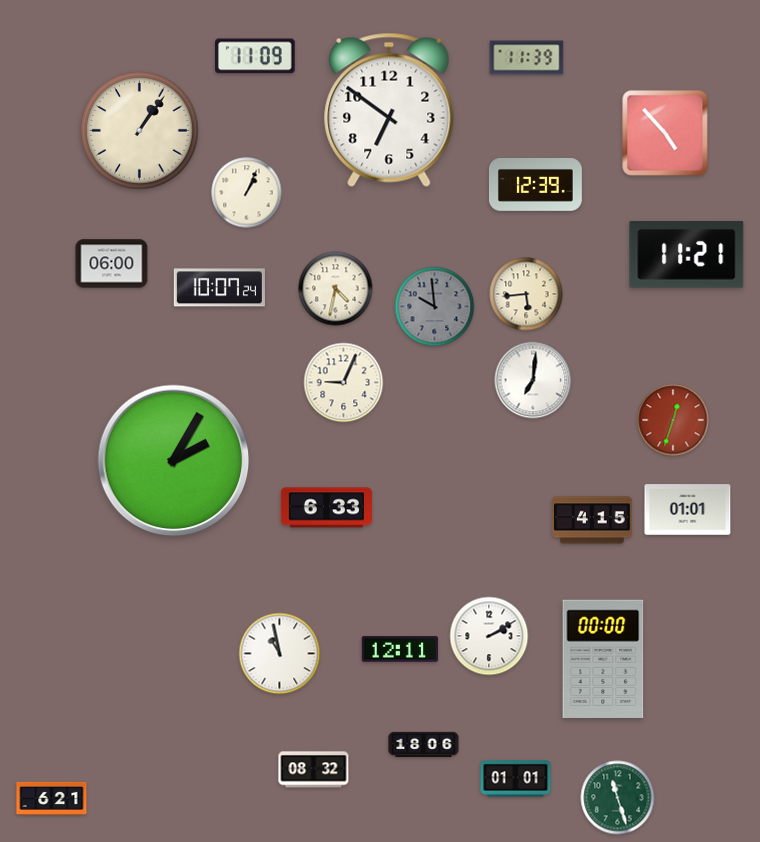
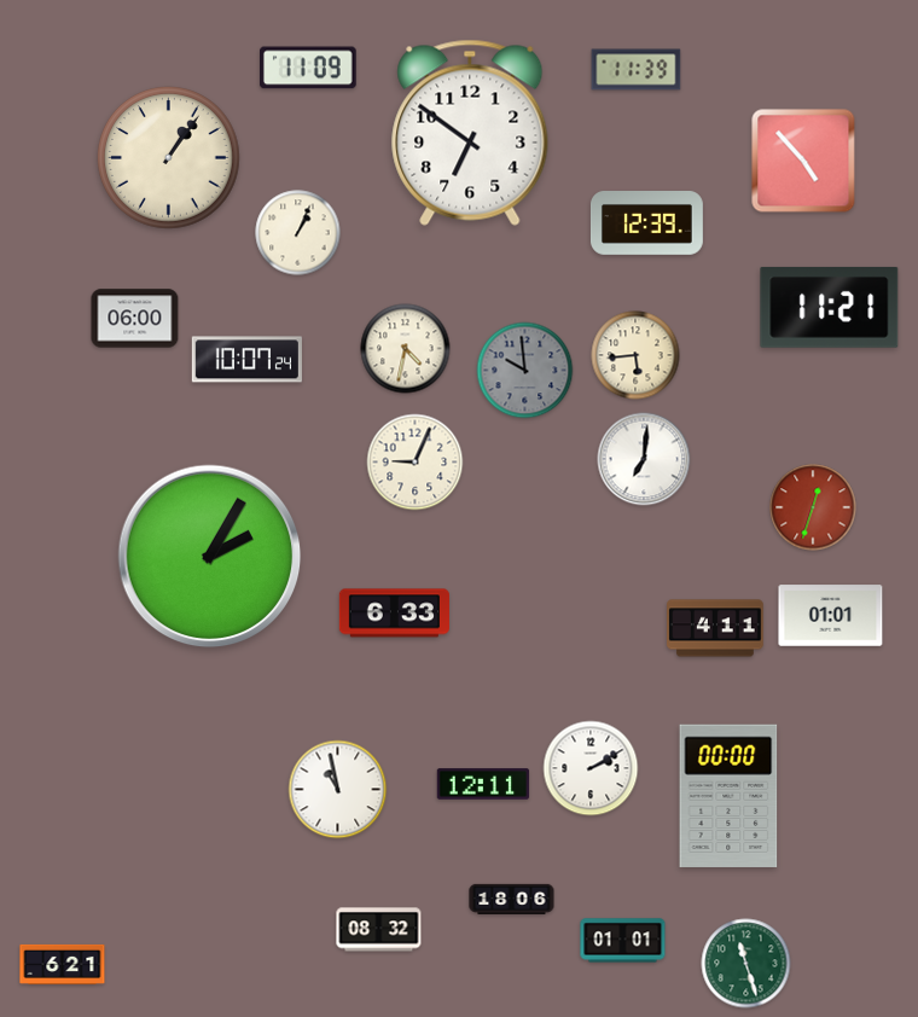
clock at (219, 288) position: (219, 288) -> (246, 360)
clock at (592, 520): 4:15 -> 4:11
